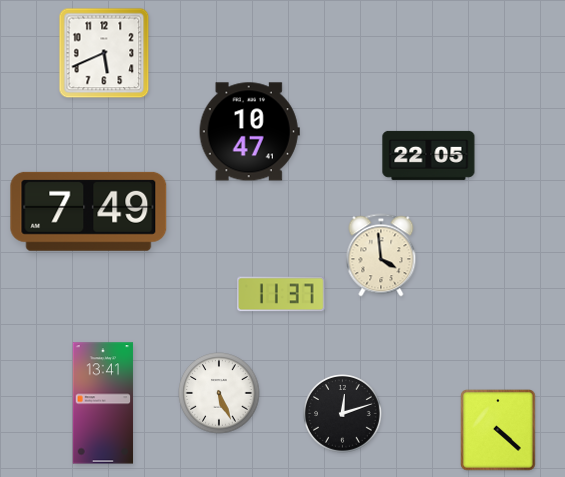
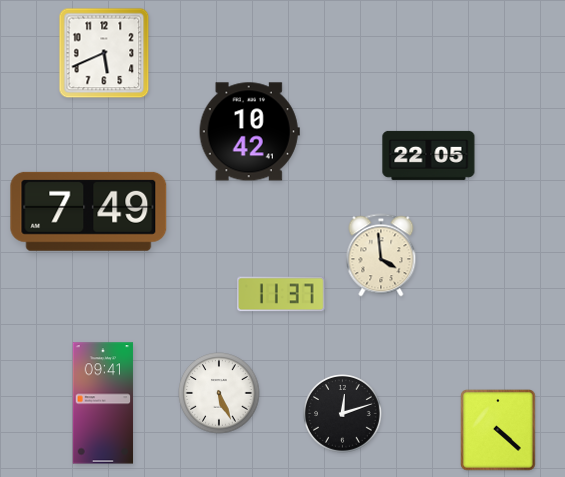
clock at (249, 132): 10:47 -> 10:42
clock at (103, 403): 13:41 -> 09:41
